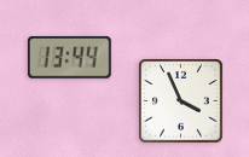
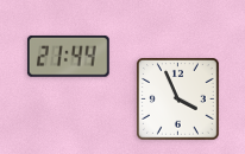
clock at (69, 57): 13:44 -> 21:44
